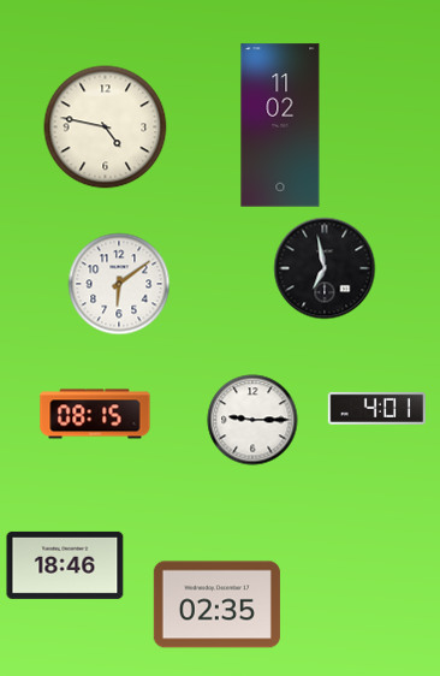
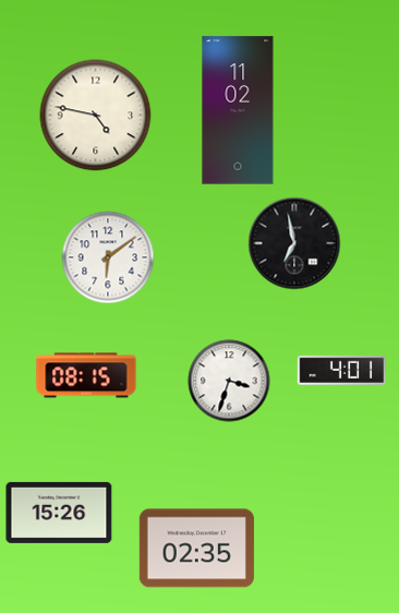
clock at (280, 125) position: (280, 125) -> (238, 110)
clock at (252, 420): 9:15 -> 3:33
clock at (65, 565): 18:46 -> 15:26
